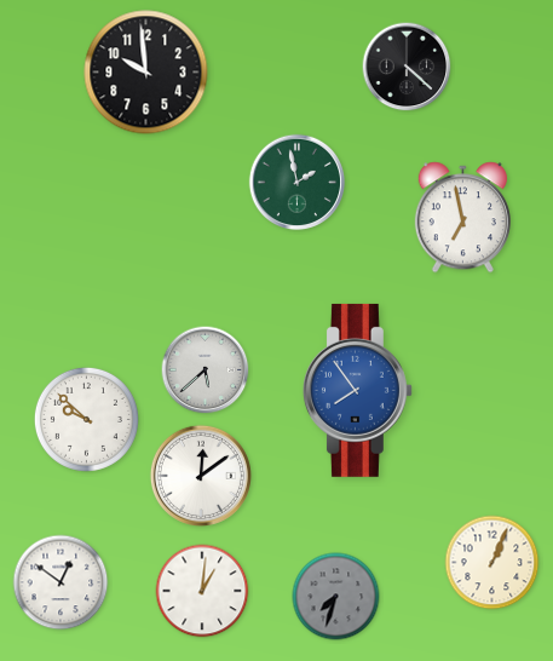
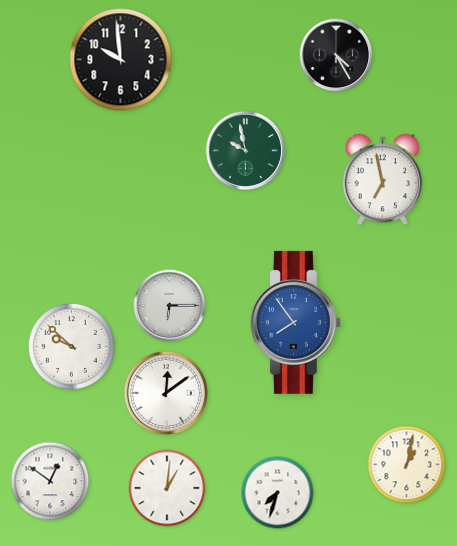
clock at (407, 67): 4:22 -> 4:25
clock at (298, 183): 1:58 -> 9:58
clock at (206, 370): 5:38 -> 6:15
clock at (492, 563): 1:04 -> 1:02
clock at (336, 597) dial: grey -> white
